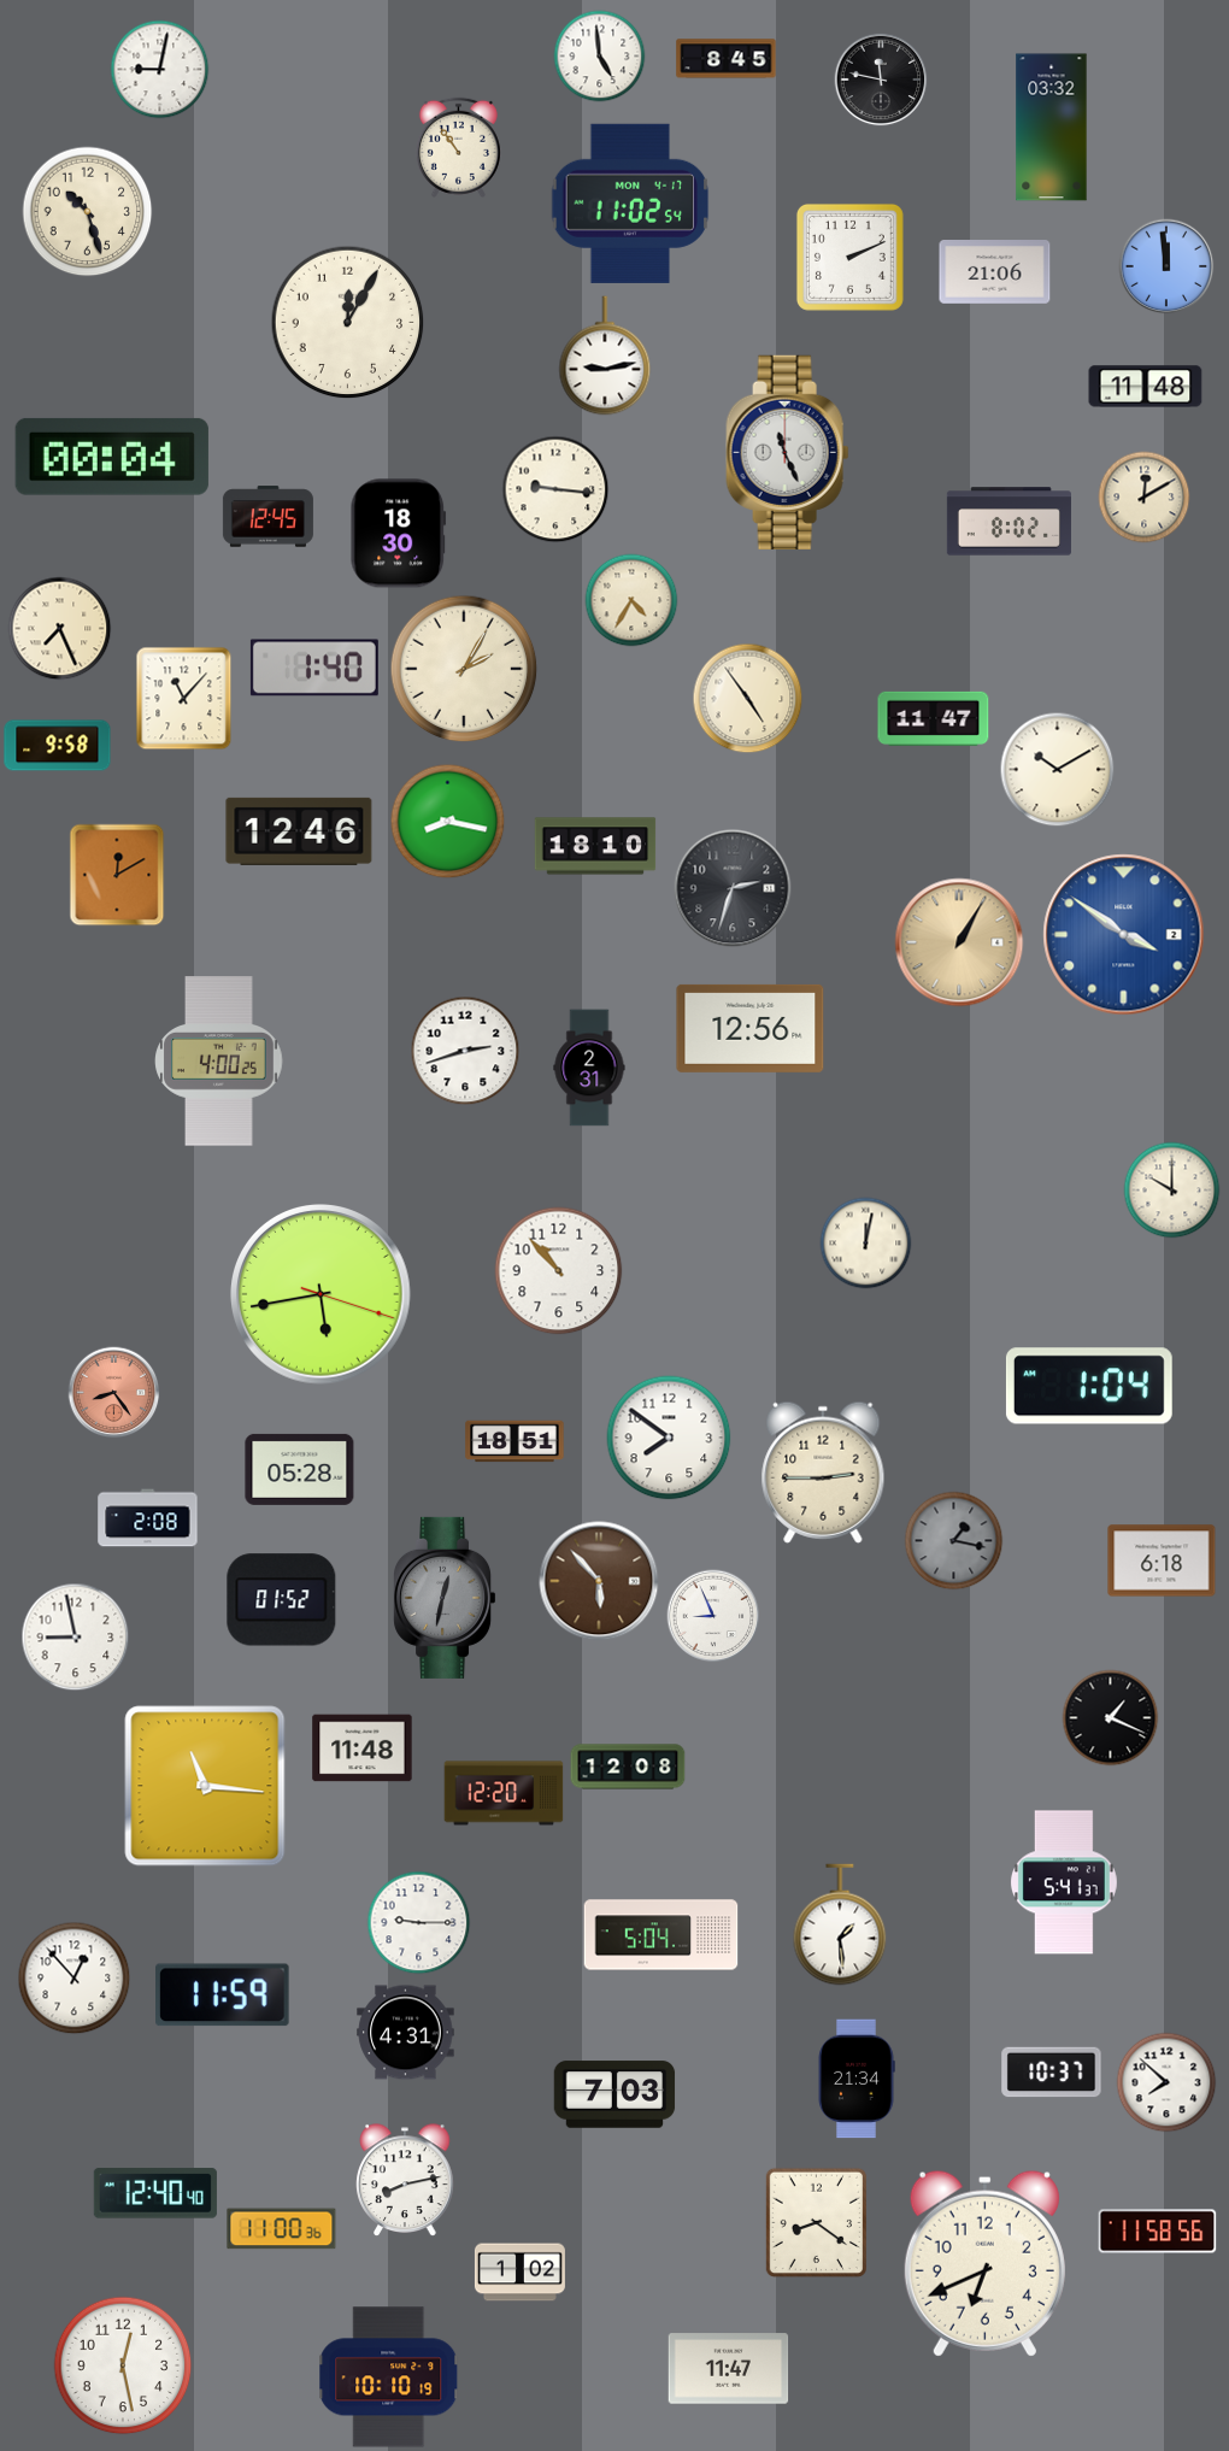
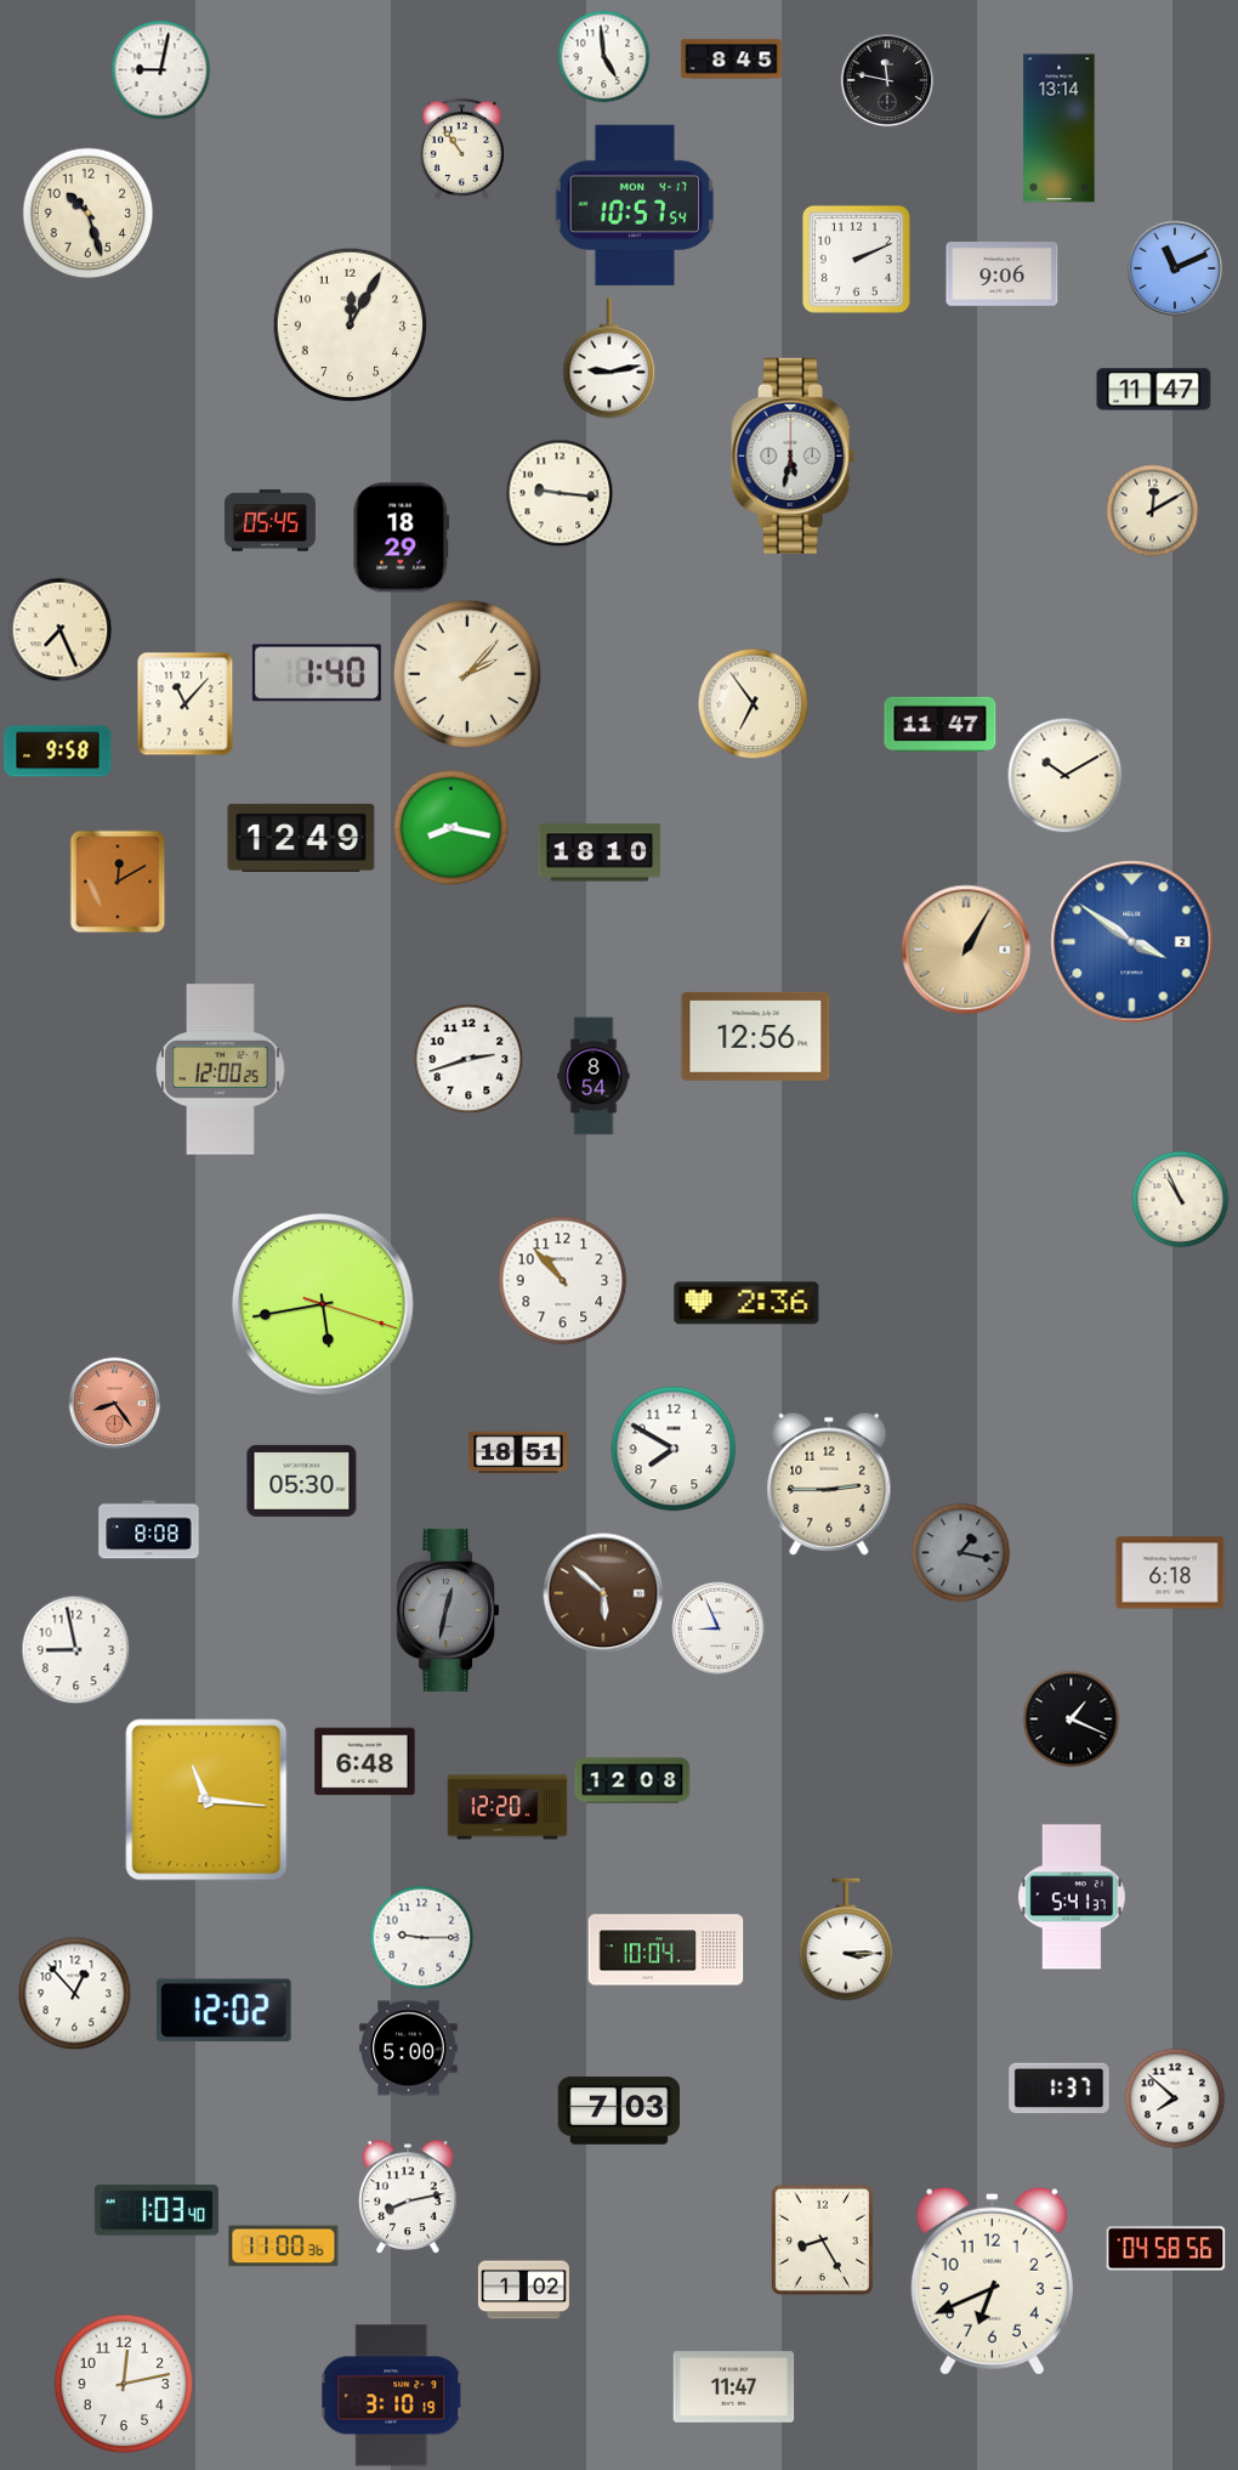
clock at (1052, 128): 03:32 -> 13:14
clock at (630, 204): 11:02 -> 10:57
clock at (1166, 266): 11:59 -> 11:11
clock at (995, 272): 21:06 -> 9:06
clock at (1146, 387): 11:48 -> 11:47
clock at (788, 452): 11:26 -> 5:32
clock at (112, 457): 00:04 -> none
clock at (1145, 498) position: (1145, 498) -> (1153, 511)
clock at (267, 517): 12:45 -> 05:45
clock at (1009, 522): 8:02 -> none
clock at (398, 534): 18:30 -> 18:29
clock at (631, 600): 4:35 -> none
clock at (60, 629) position: (60, 629) -> (61, 630)
clock at (464, 669): 2:05 -> 2:07
clock at (748, 699): 4:54 -> 6:54
clock at (299, 831): 12:46 -> 12:49
clock at (733, 888): 2:33 -> none
clock at (219, 1062): 4:00 -> 12:00
clock at (589, 1068): 2:31 -> 8:54
clock at (1172, 1191): 10:00 -> 10:56
clock at (866, 1244): 12:02 -> none
clock at (746, 1303): none -> 2:36
clock at (1089, 1386): 1:04 -> none
clock at (669, 1438): 7:51 -> 7:50
clock at (300, 1469): 05:28 -> 05:30
clock at (148, 1518): 2:08 -> 8:08
clock at (599, 1581): 5:53 -> 5:52
clock at (282, 1600): 01:52 -> none
clock at (1111, 1718) position: (1111, 1718) -> (1072, 1720)
clock at (363, 1748): 11:48 -> 6:48
clock at (840, 1924): 1:29 -> 3:15
clock at (661, 1935): 5:04 -> 10:04
clock at (223, 1996): 11:59 -> 12:02
clock at (406, 2033): 4:31 -> 5:00
clock at (1052, 2073): 10:37 -> 1:37
clock at (857, 2079): 21:34 -> none
clock at (155, 2193): 12:40 -> 1:03
clock at (816, 2222): 8:21 -> 8:25
clock at (1158, 2232): 11:58 -> 04:58
clock at (123, 2365): 12:28 -> 12:13
clock at (389, 2377): 10:10 -> 3:10
